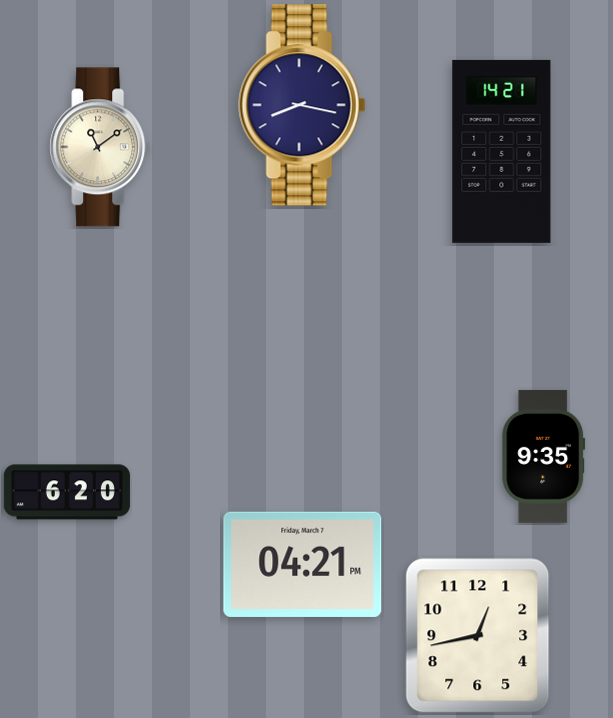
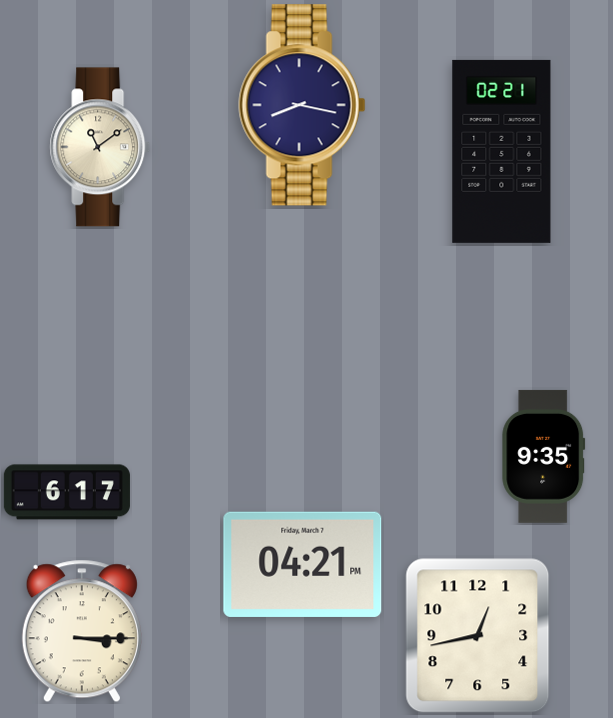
clock at (502, 151): 14:21 -> 02:21
clock at (67, 492): 6:20 -> 6:17
clock at (82, 631): none -> 3:15
